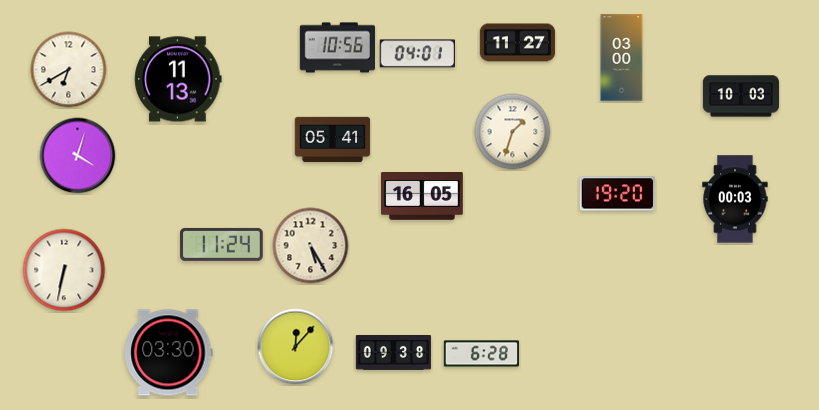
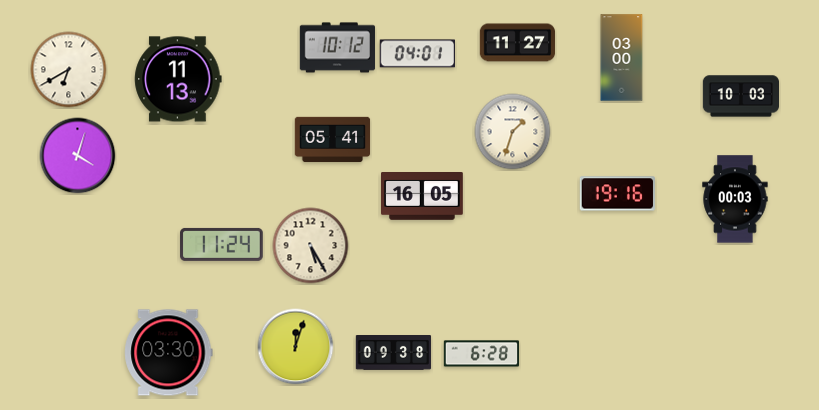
clock at (338, 48): 10:56 -> 10:12
clock at (618, 194): 19:20 -> 19:16
clock at (64, 270): 6:32 -> none
clock at (296, 347): 12:07 -> 12:03
